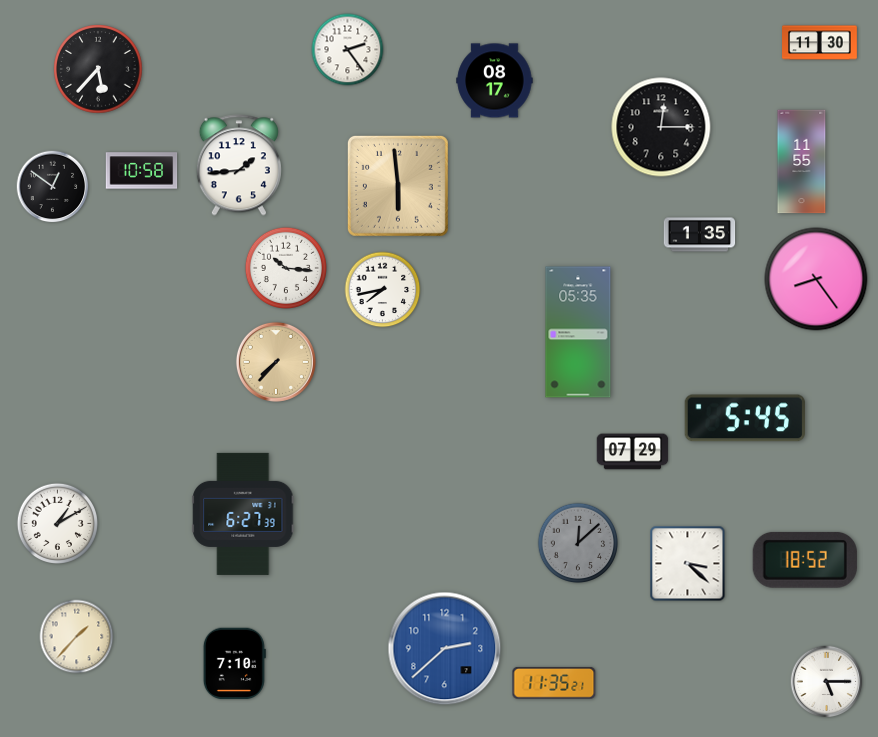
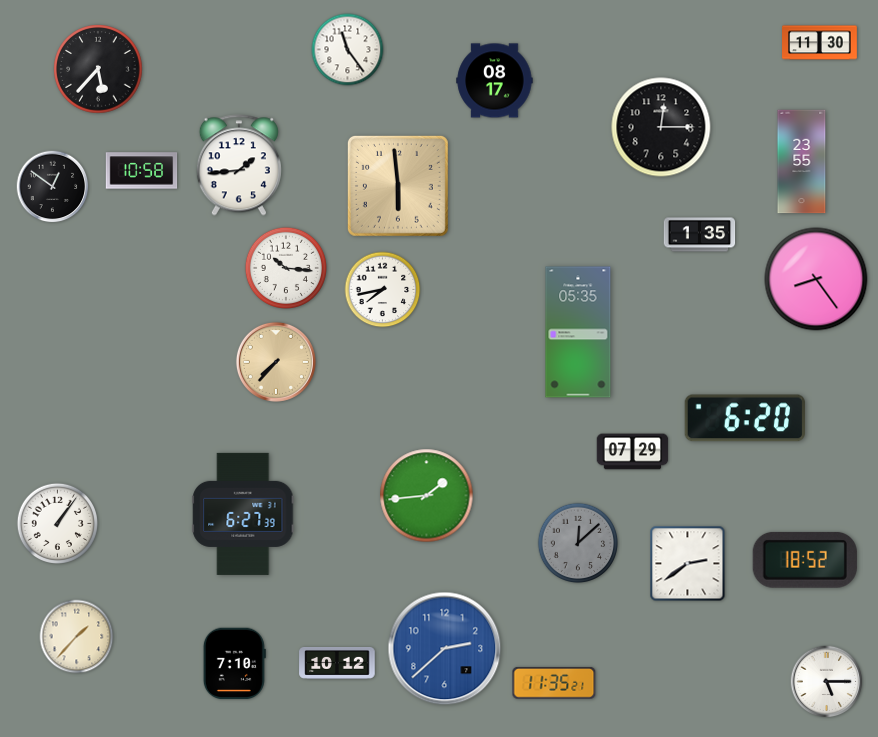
clock at (348, 50): 2:24 -> 11:24
clock at (802, 162): 11:55 -> 23:55
clock at (745, 418): 5:45 -> 6:20
clock at (427, 496): none -> 1:44
clock at (57, 523): 1:10 -> 1:06
clock at (688, 564): 3:22 -> 2:39
clock at (337, 663): none -> 10:12
